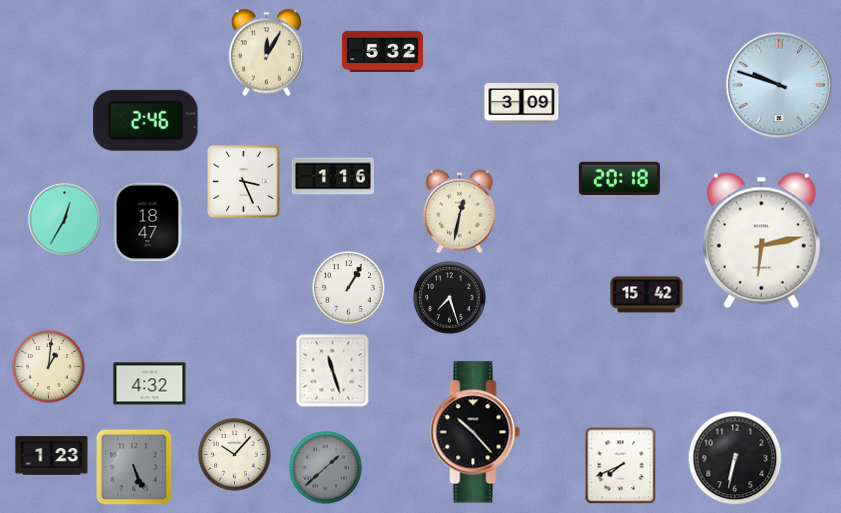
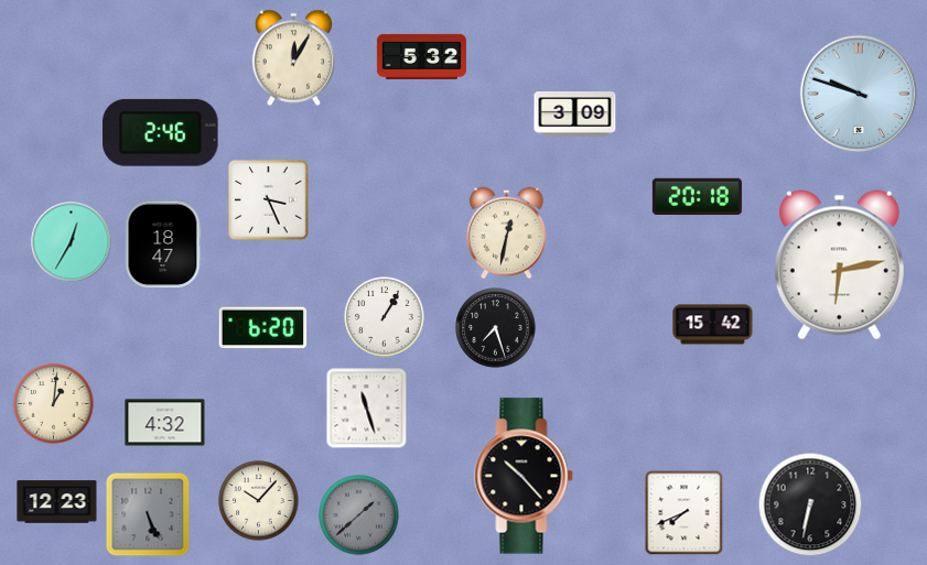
clock at (333, 176): 1:16 -> none
clock at (619, 179) position: (619, 179) -> (697, 197)
clock at (263, 328): none -> 6:20
clock at (52, 456): 1:23 -> 12:23
